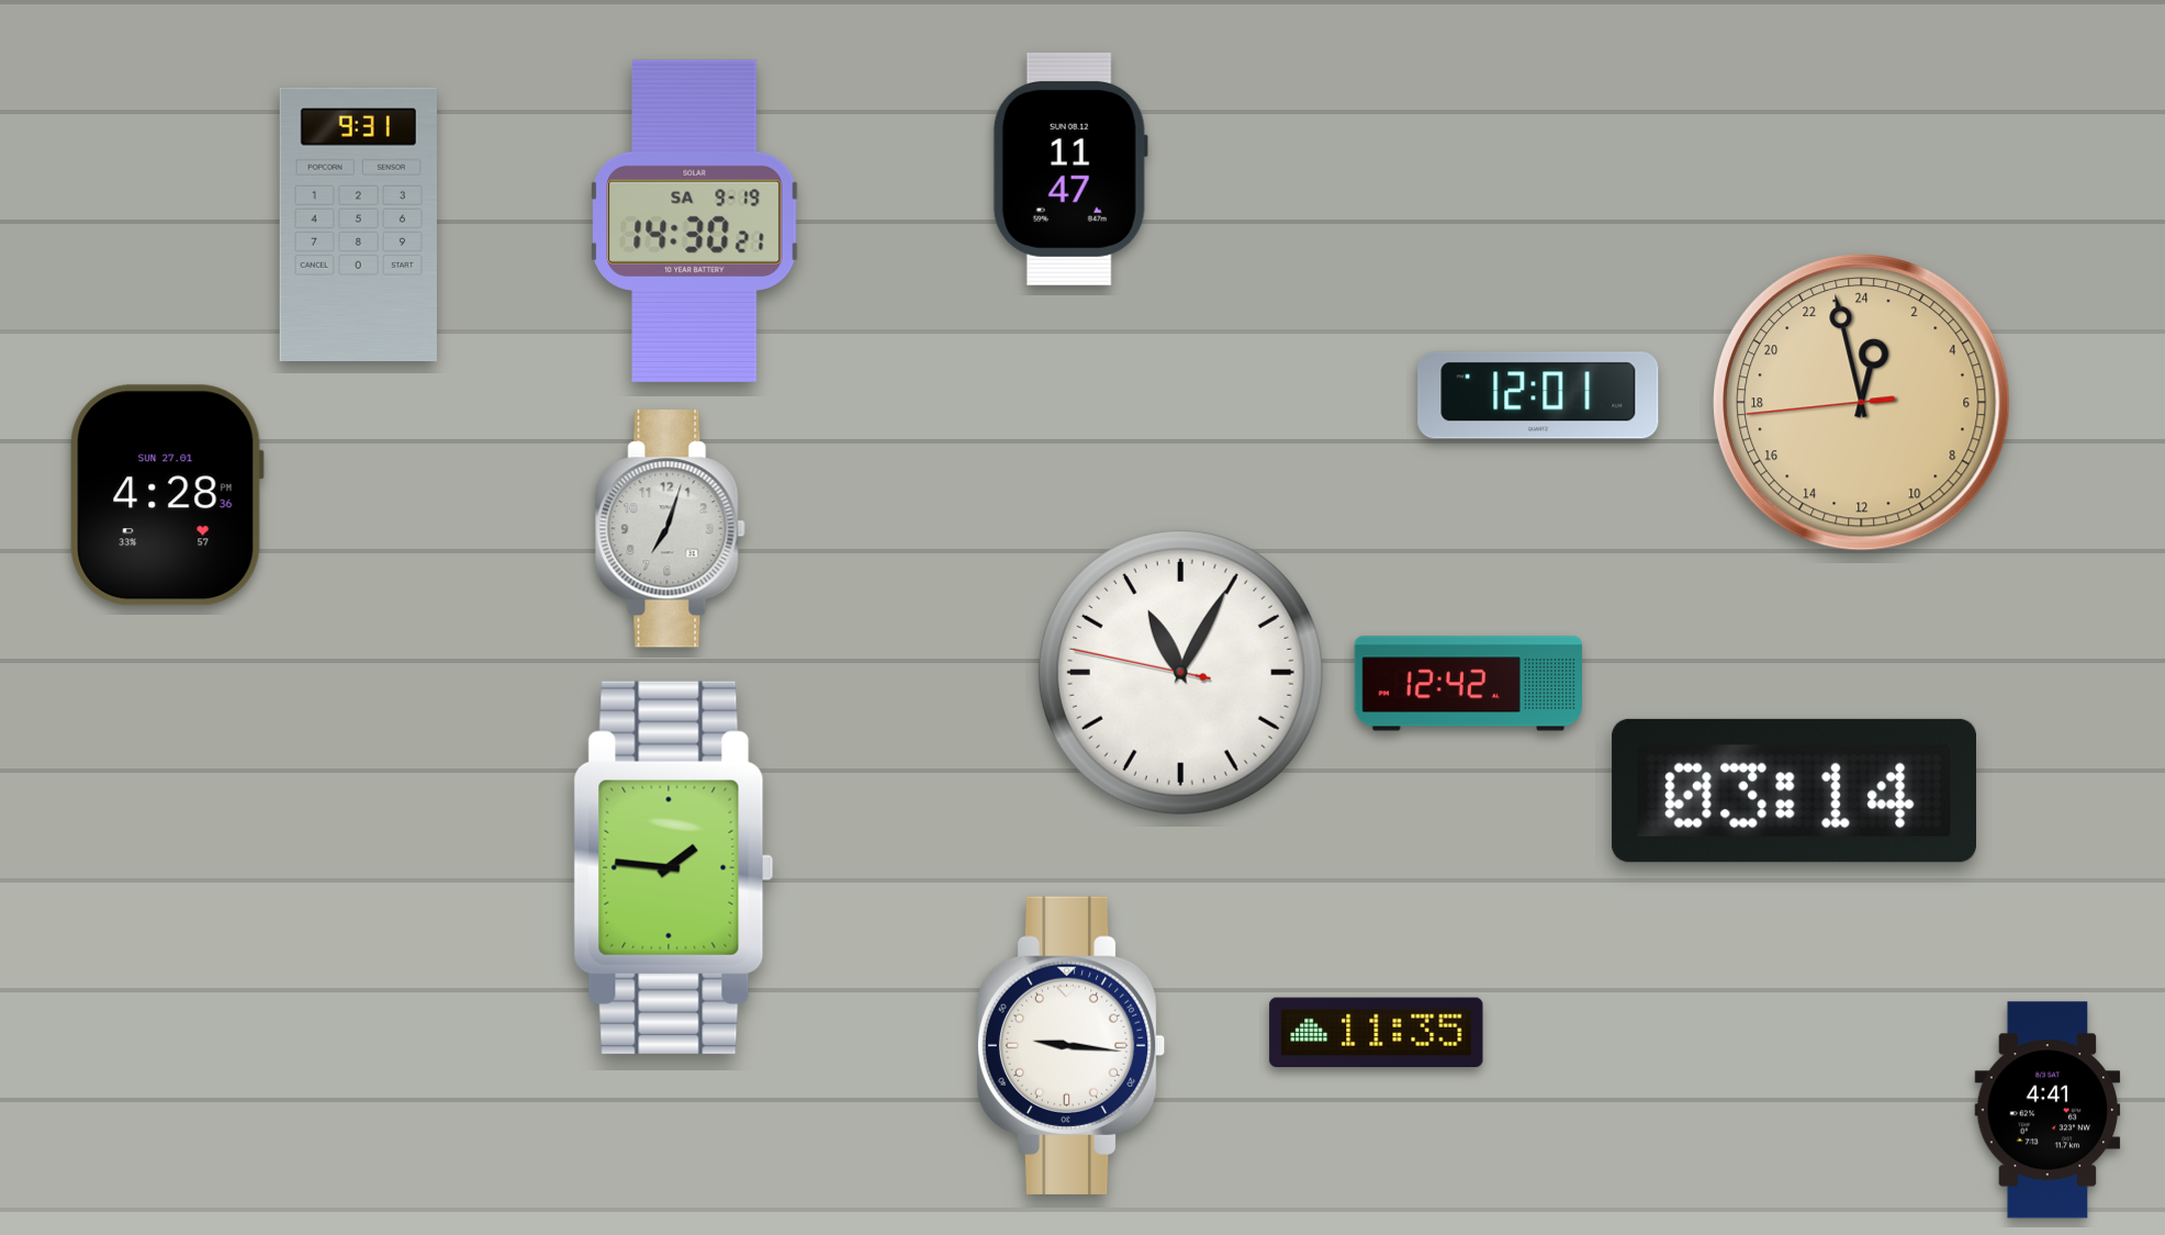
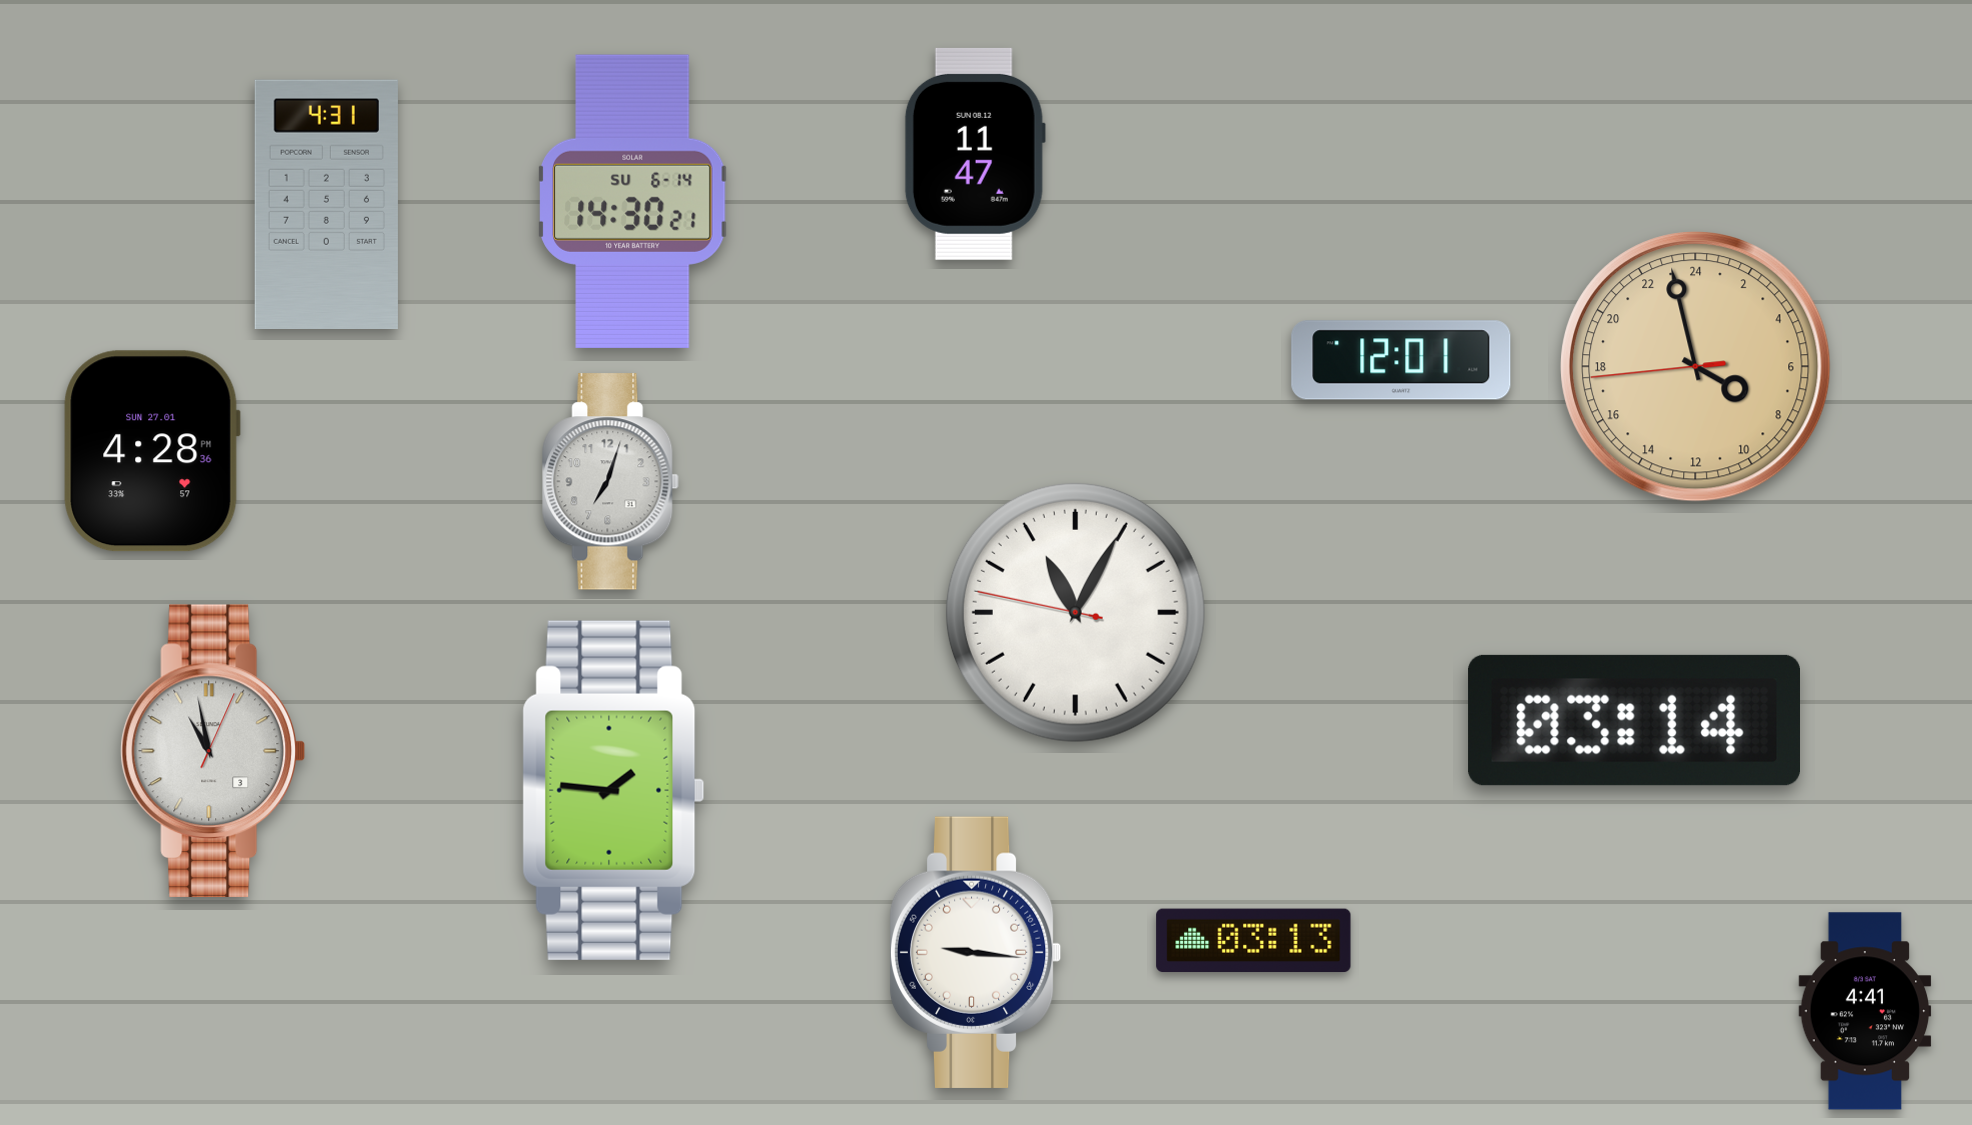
clock at (695, 221) date: SA 9-19 -> SU 6-14
clock at (358, 224): 9:31 -> 4:31
clock at (1862, 403): 0:57 -> 7:57
clock at (1468, 684): 12:42 -> none
clock at (213, 751): none -> 10:58
clock at (1377, 1033): 11:35 -> 03:13
